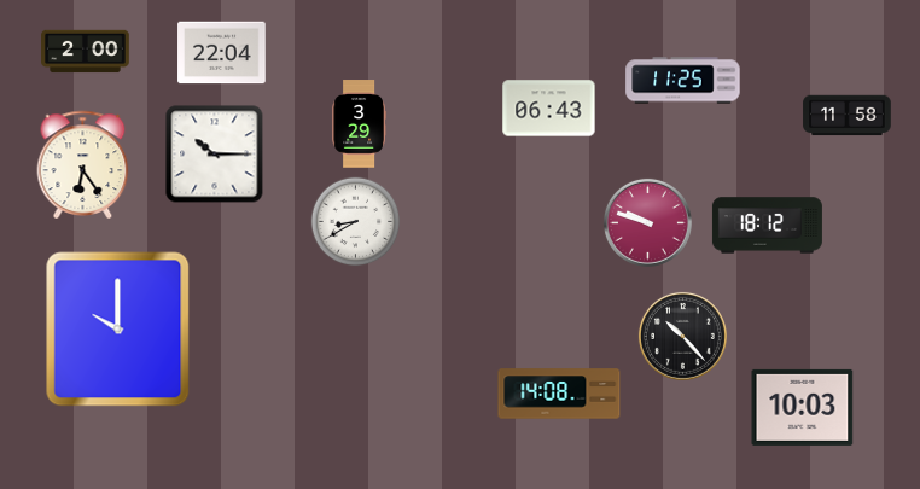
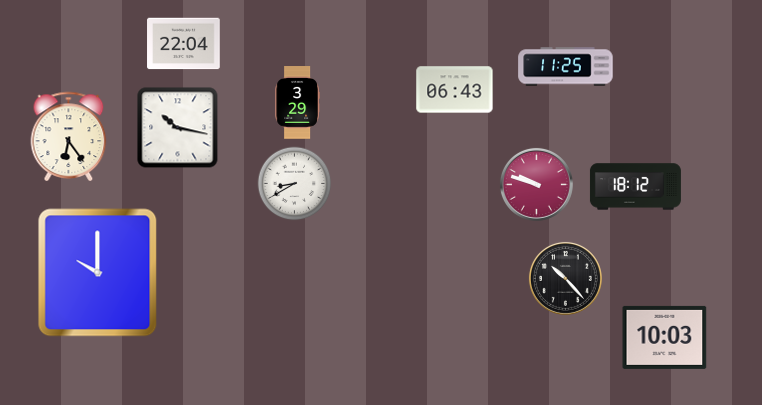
clock at (86, 52): 2:00 -> none
clock at (848, 116): 11:58 -> none
clock at (215, 155): 10:15 -> 10:17
clock at (559, 394): 14:08 -> none
